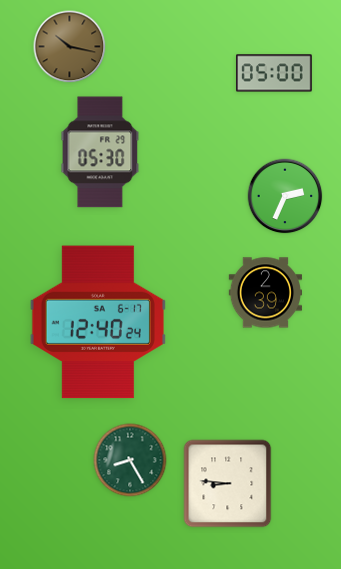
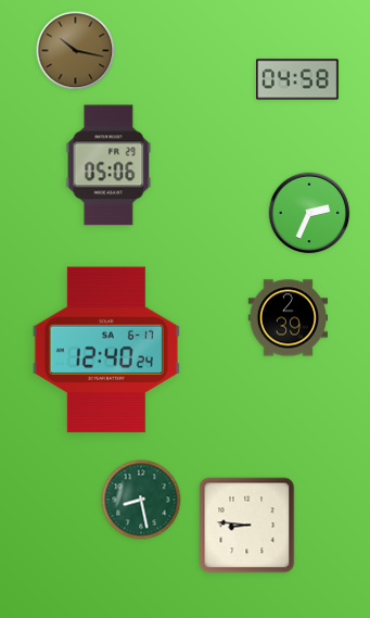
clock at (275, 73): 05:00 -> 04:58
clock at (100, 152): 05:30 -> 05:06
clock at (130, 460): 8:25 -> 8:28
